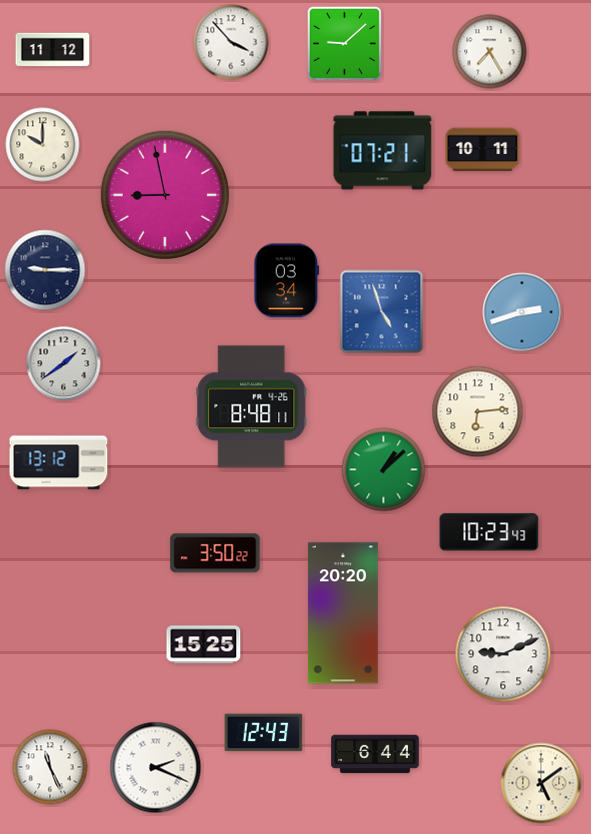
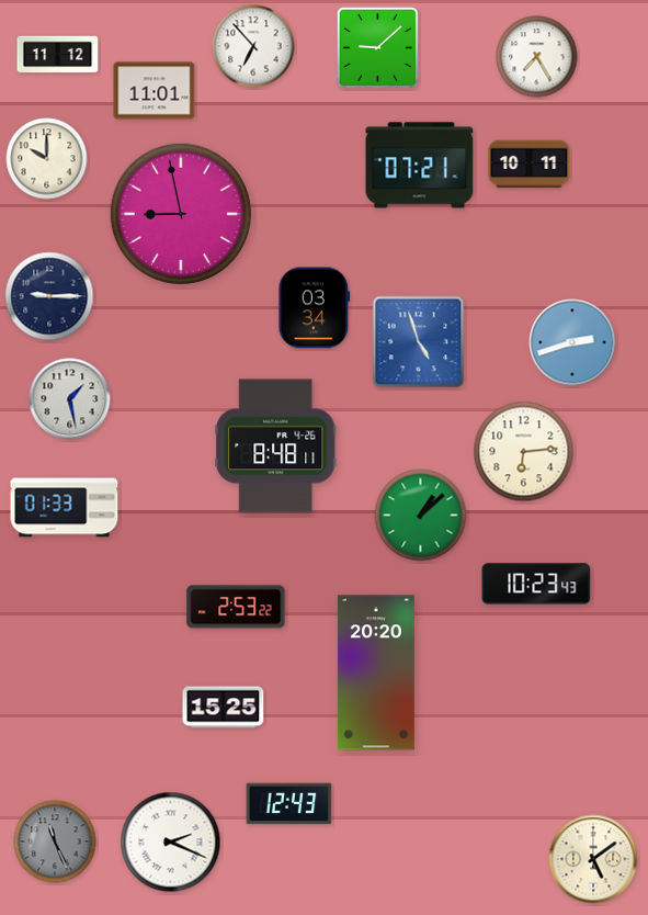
clock at (231, 42): 3:53 -> 6:53
clock at (155, 91): none -> 11:01
clock at (64, 364): 1:39 -> 1:28
clock at (59, 463): 13:12 -> 01:33
clock at (215, 553): 3:50 -> 2:53
clock at (503, 654): 9:11 -> none
clock at (375, 754): 6:44 -> none
clock at (50, 767) dial: white -> grey
